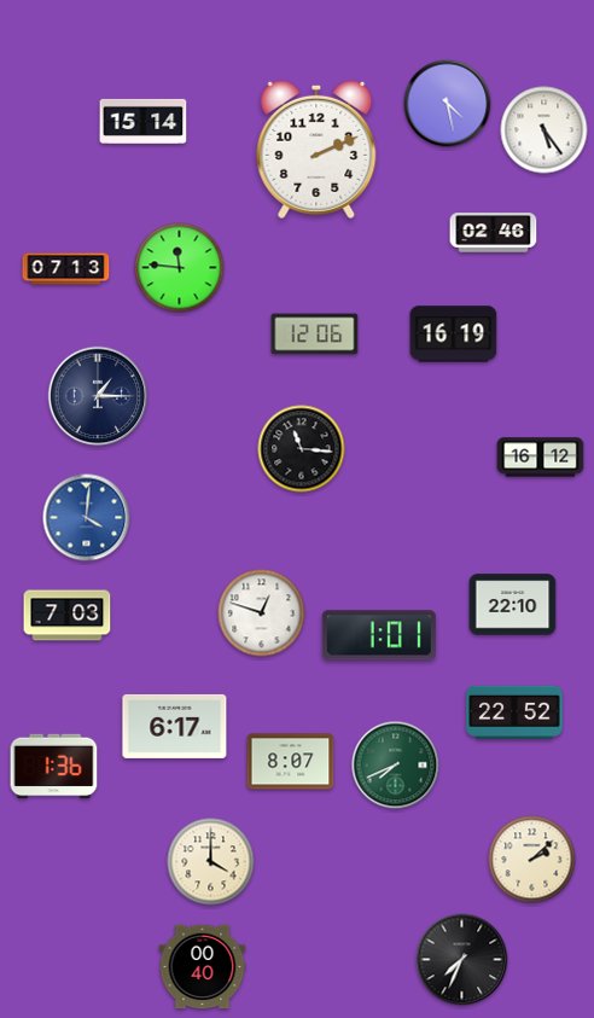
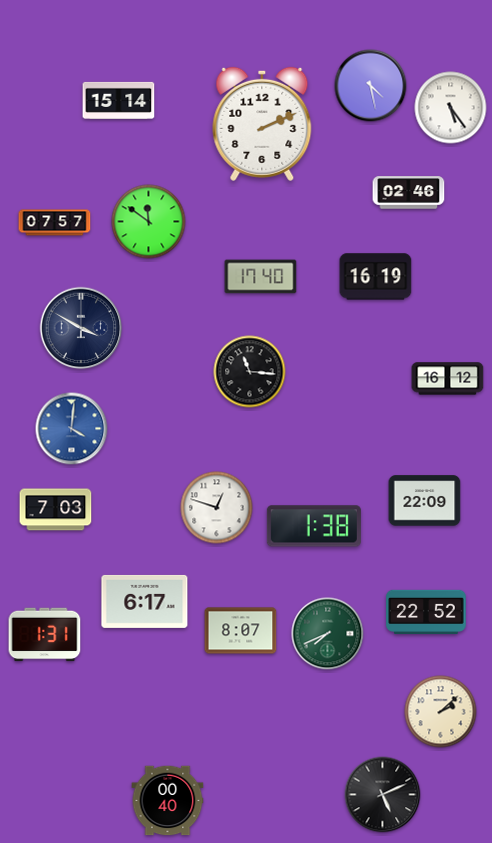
clock at (180, 268): 11:46 -> 11:51
clock at (66, 269): 07:13 -> 07:57
clock at (315, 335): 12:06 -> 17:40
clock at (98, 396): 1:15 -> 3:50
clock at (513, 605): 22:10 -> 22:09
clock at (379, 635): 1:01 -> 1:38
clock at (514, 712) position: (514, 712) -> (426, 612)
clock at (54, 767): 1:36 -> 1:31
clock at (211, 862): 4:00 -> none
clock at (462, 960): 7:34 -> 5:11
